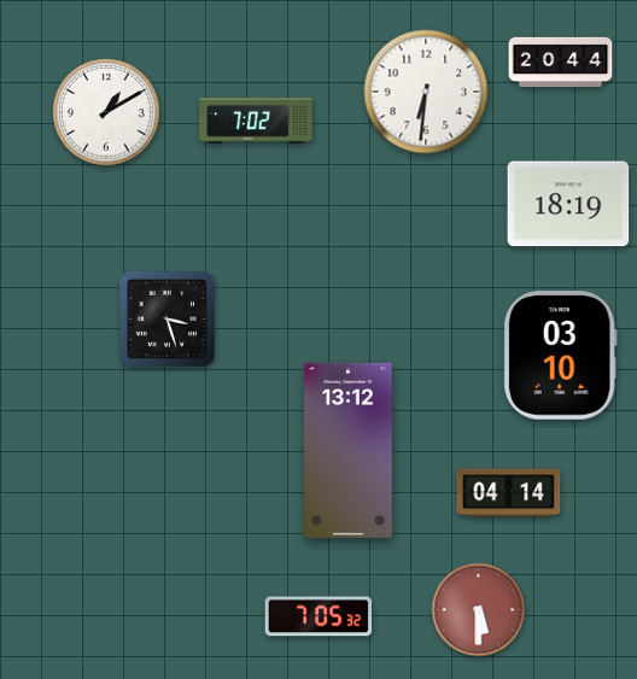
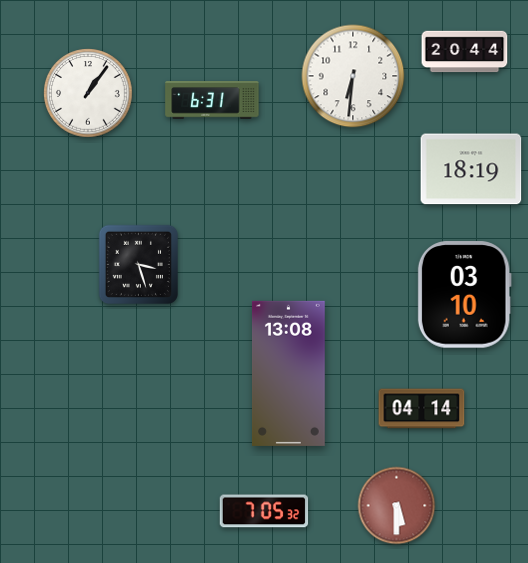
clock at (106, 112): 1:10 -> 1:06
clock at (256, 121): 7:02 -> 6:31
clock at (349, 450): 13:12 -> 13:08
